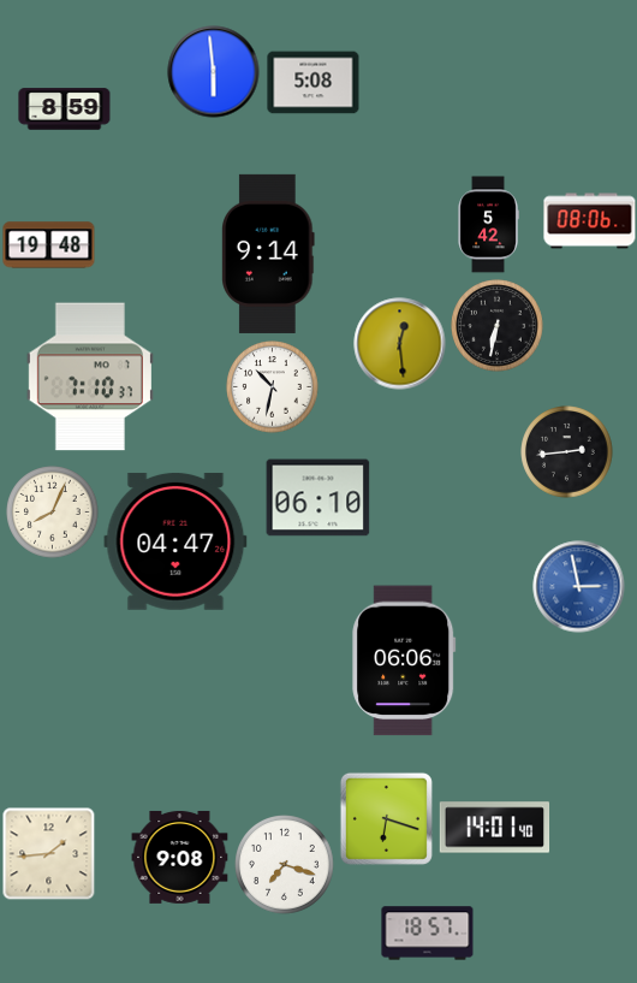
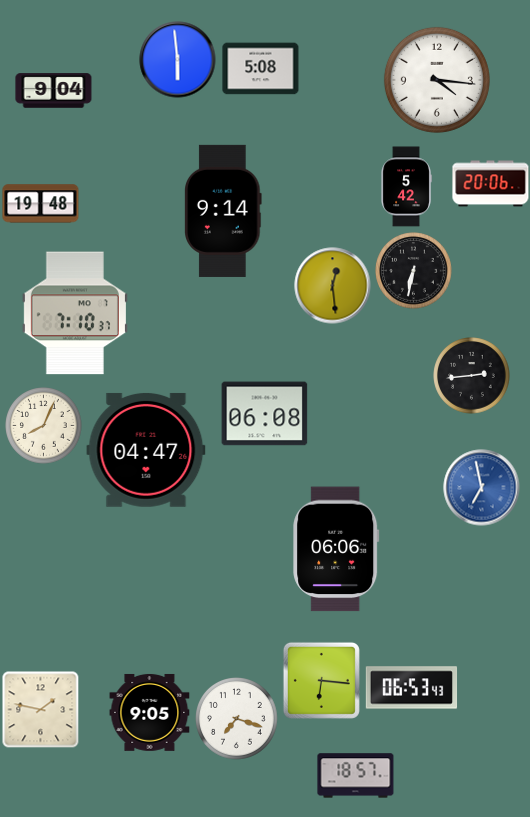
clock at (437, 80): none -> 4:16
clock at (65, 109): 8:59 -> 9:04
clock at (590, 221): 08:06 -> 20:06
clock at (273, 387): 10:32 -> none
clock at (318, 498): 06:10 -> 06:08
clock at (579, 587): 2:58 -> 6:58
clock at (386, 818): 6:18 -> 6:16
clock at (495, 828): 14:01 -> 06:53
clock at (48, 853): 1:44 -> 1:47
clock at (180, 857): 9:08 -> 9:05
